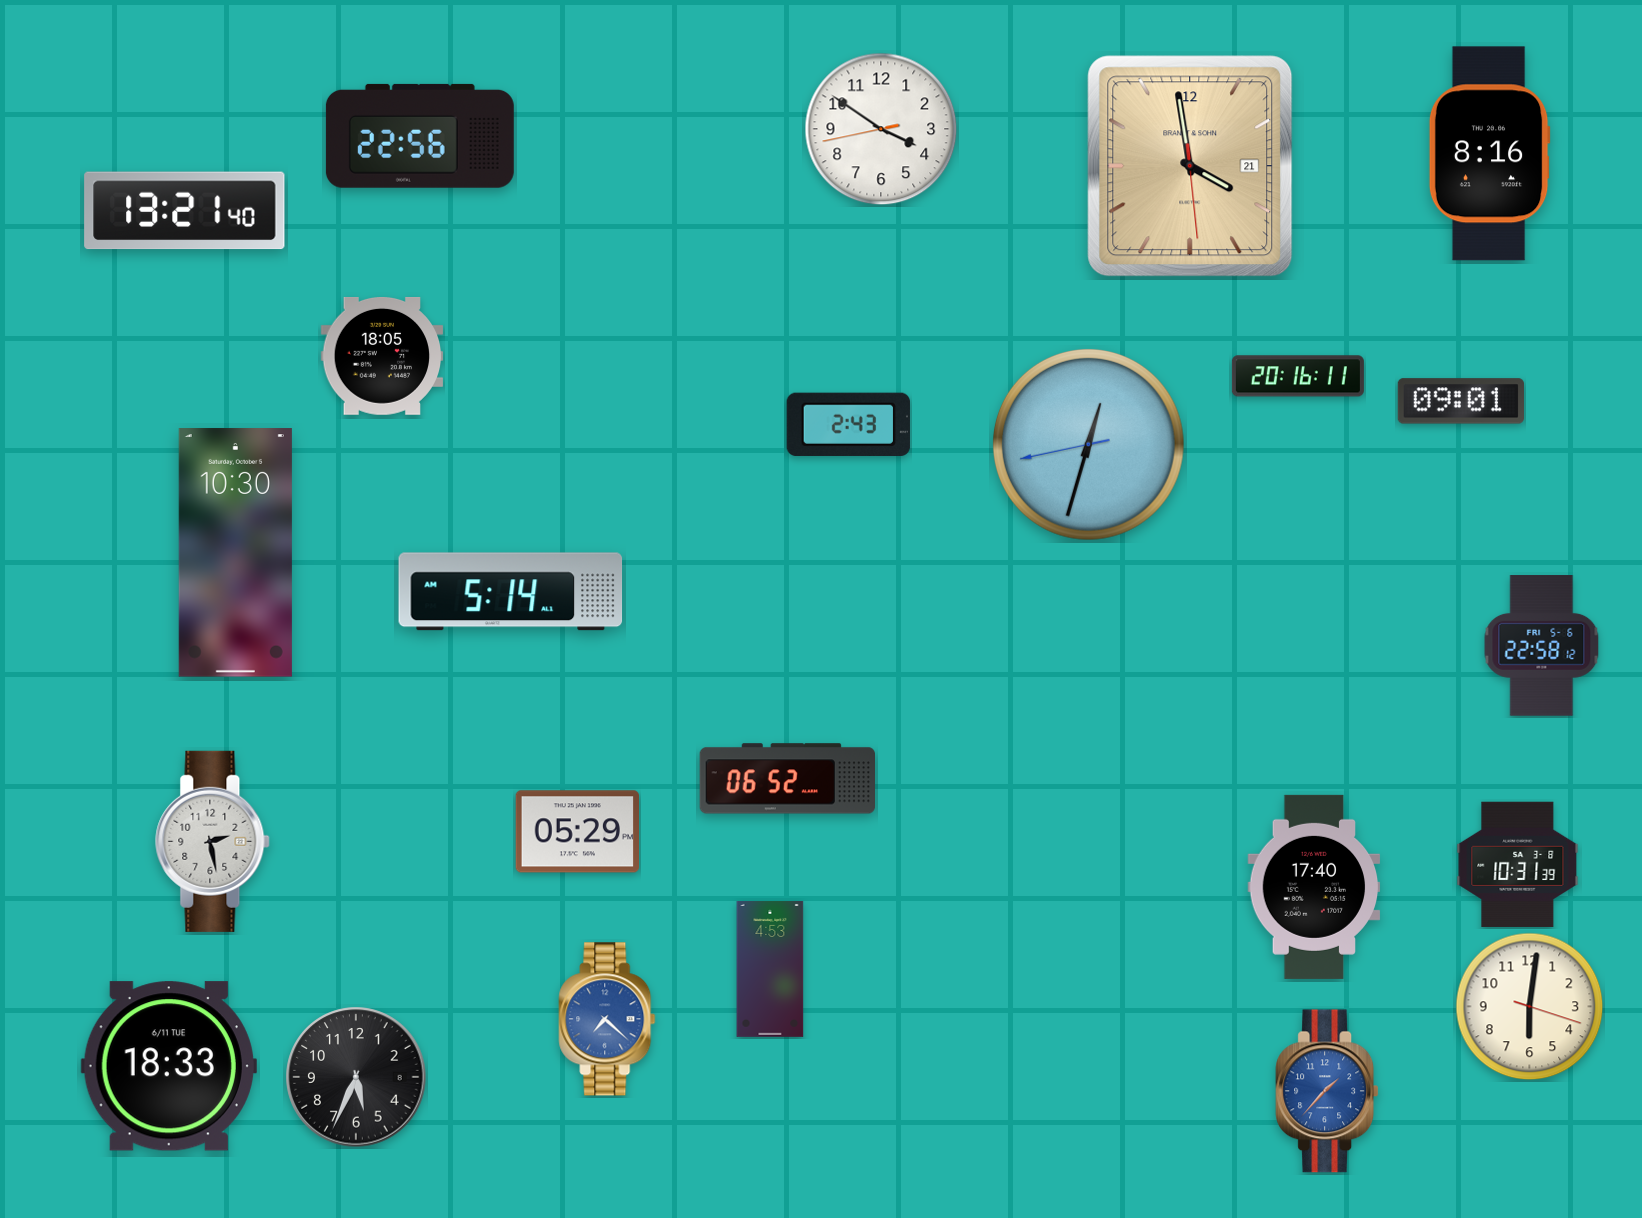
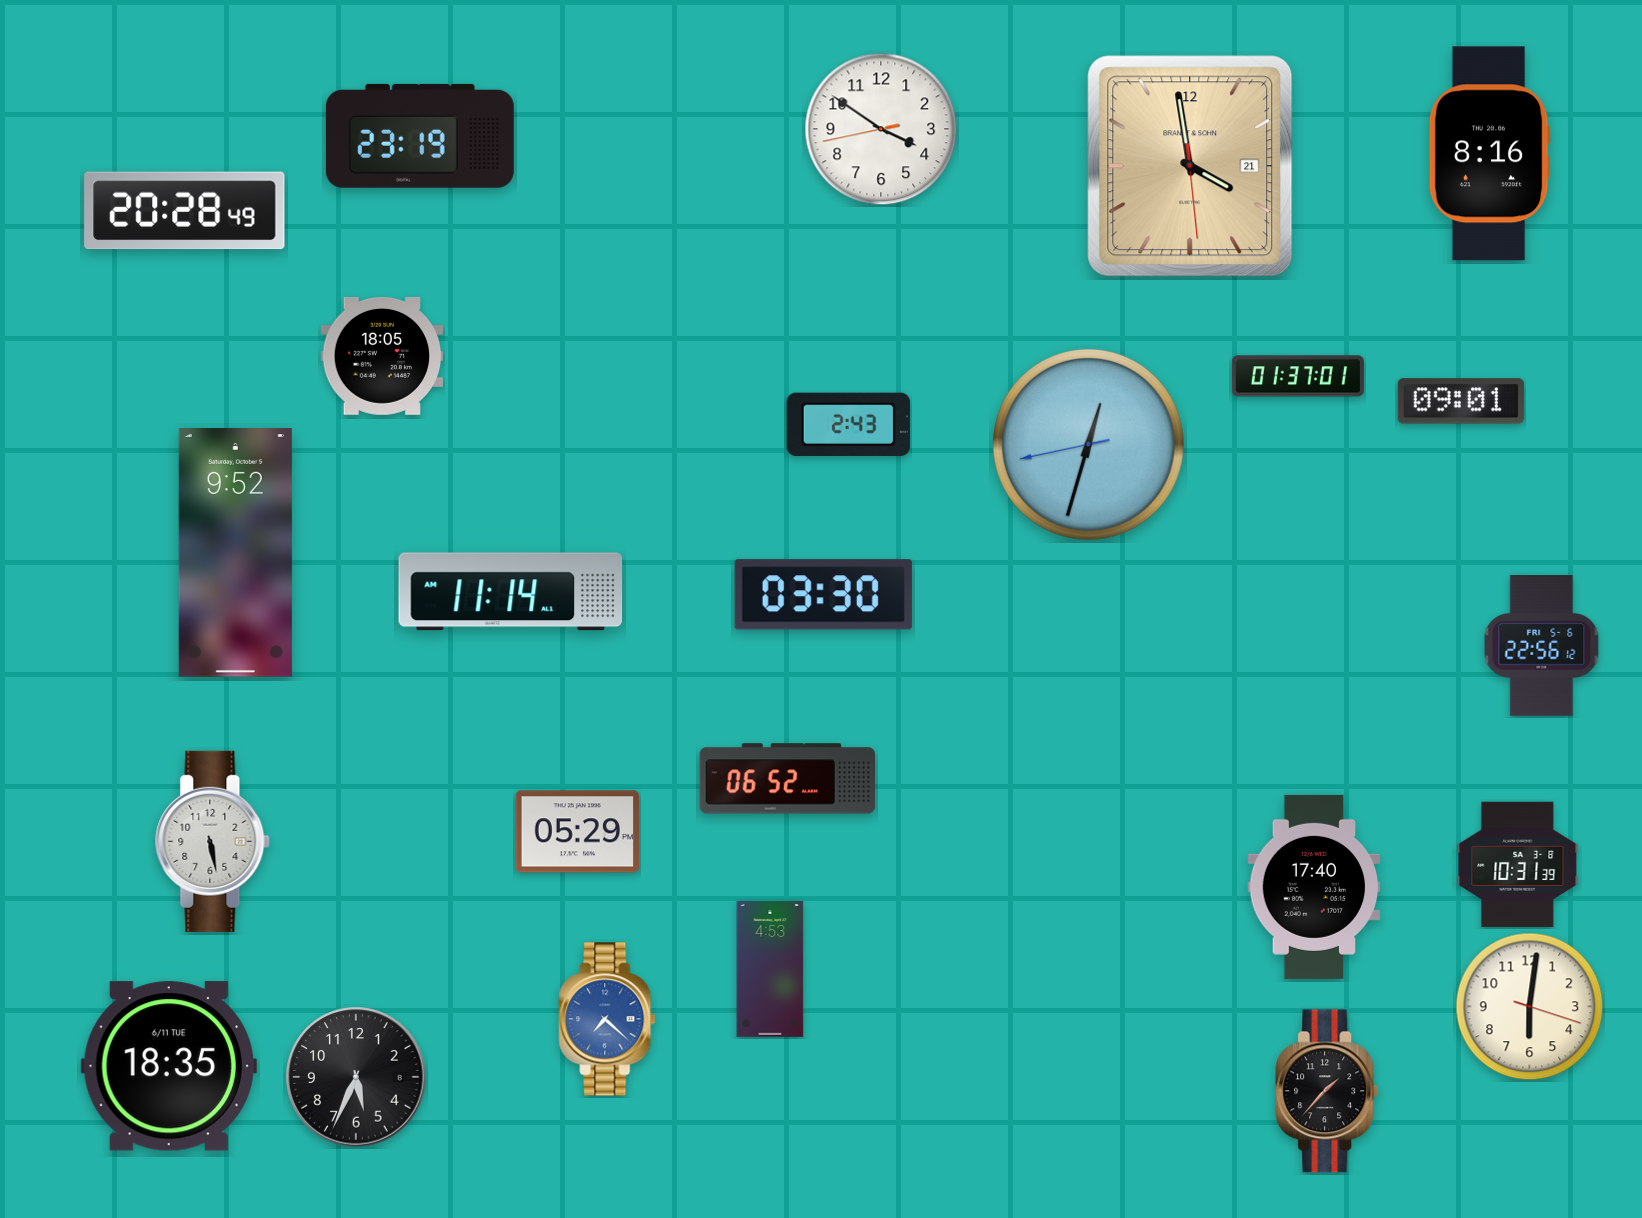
clock at (420, 136): 22:56 -> 23:19
clock at (185, 211): 13:21 -> 20:28
clock at (1298, 376): 20:16 -> 01:37
clock at (235, 553): 10:30 -> 9:52
clock at (511, 592): 5:14 -> 11:14
clock at (823, 595): none -> 03:30
clock at (1542, 646): 22:58 -> 22:56
clock at (213, 841): 2:28 -> 5:28
clock at (169, 1066): 18:33 -> 18:35
clock at (1327, 1091) dial: blue -> black
